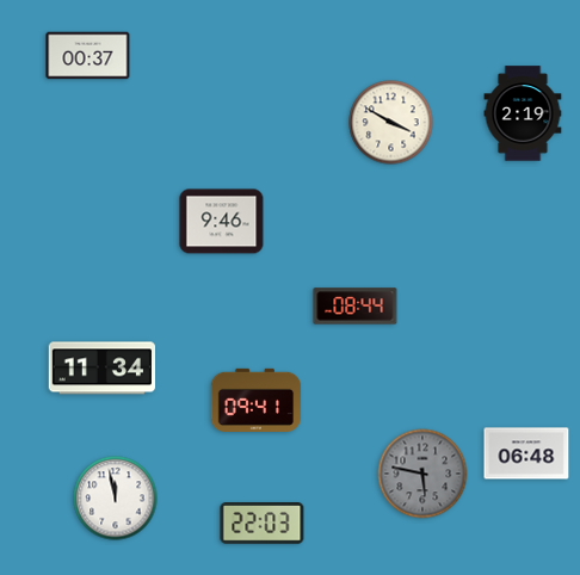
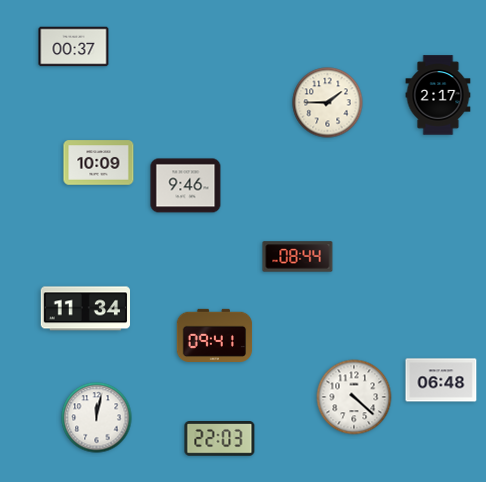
clock at (523, 113): 2:19 -> 2:17
clock at (391, 123): 3:50 -> 1:45
clock at (99, 163): none -> 10:09
clock at (422, 474): 5:47 -> 4:22
clock at (422, 474) dial: grey -> white
clock at (116, 499): 11:58 -> 12:02
